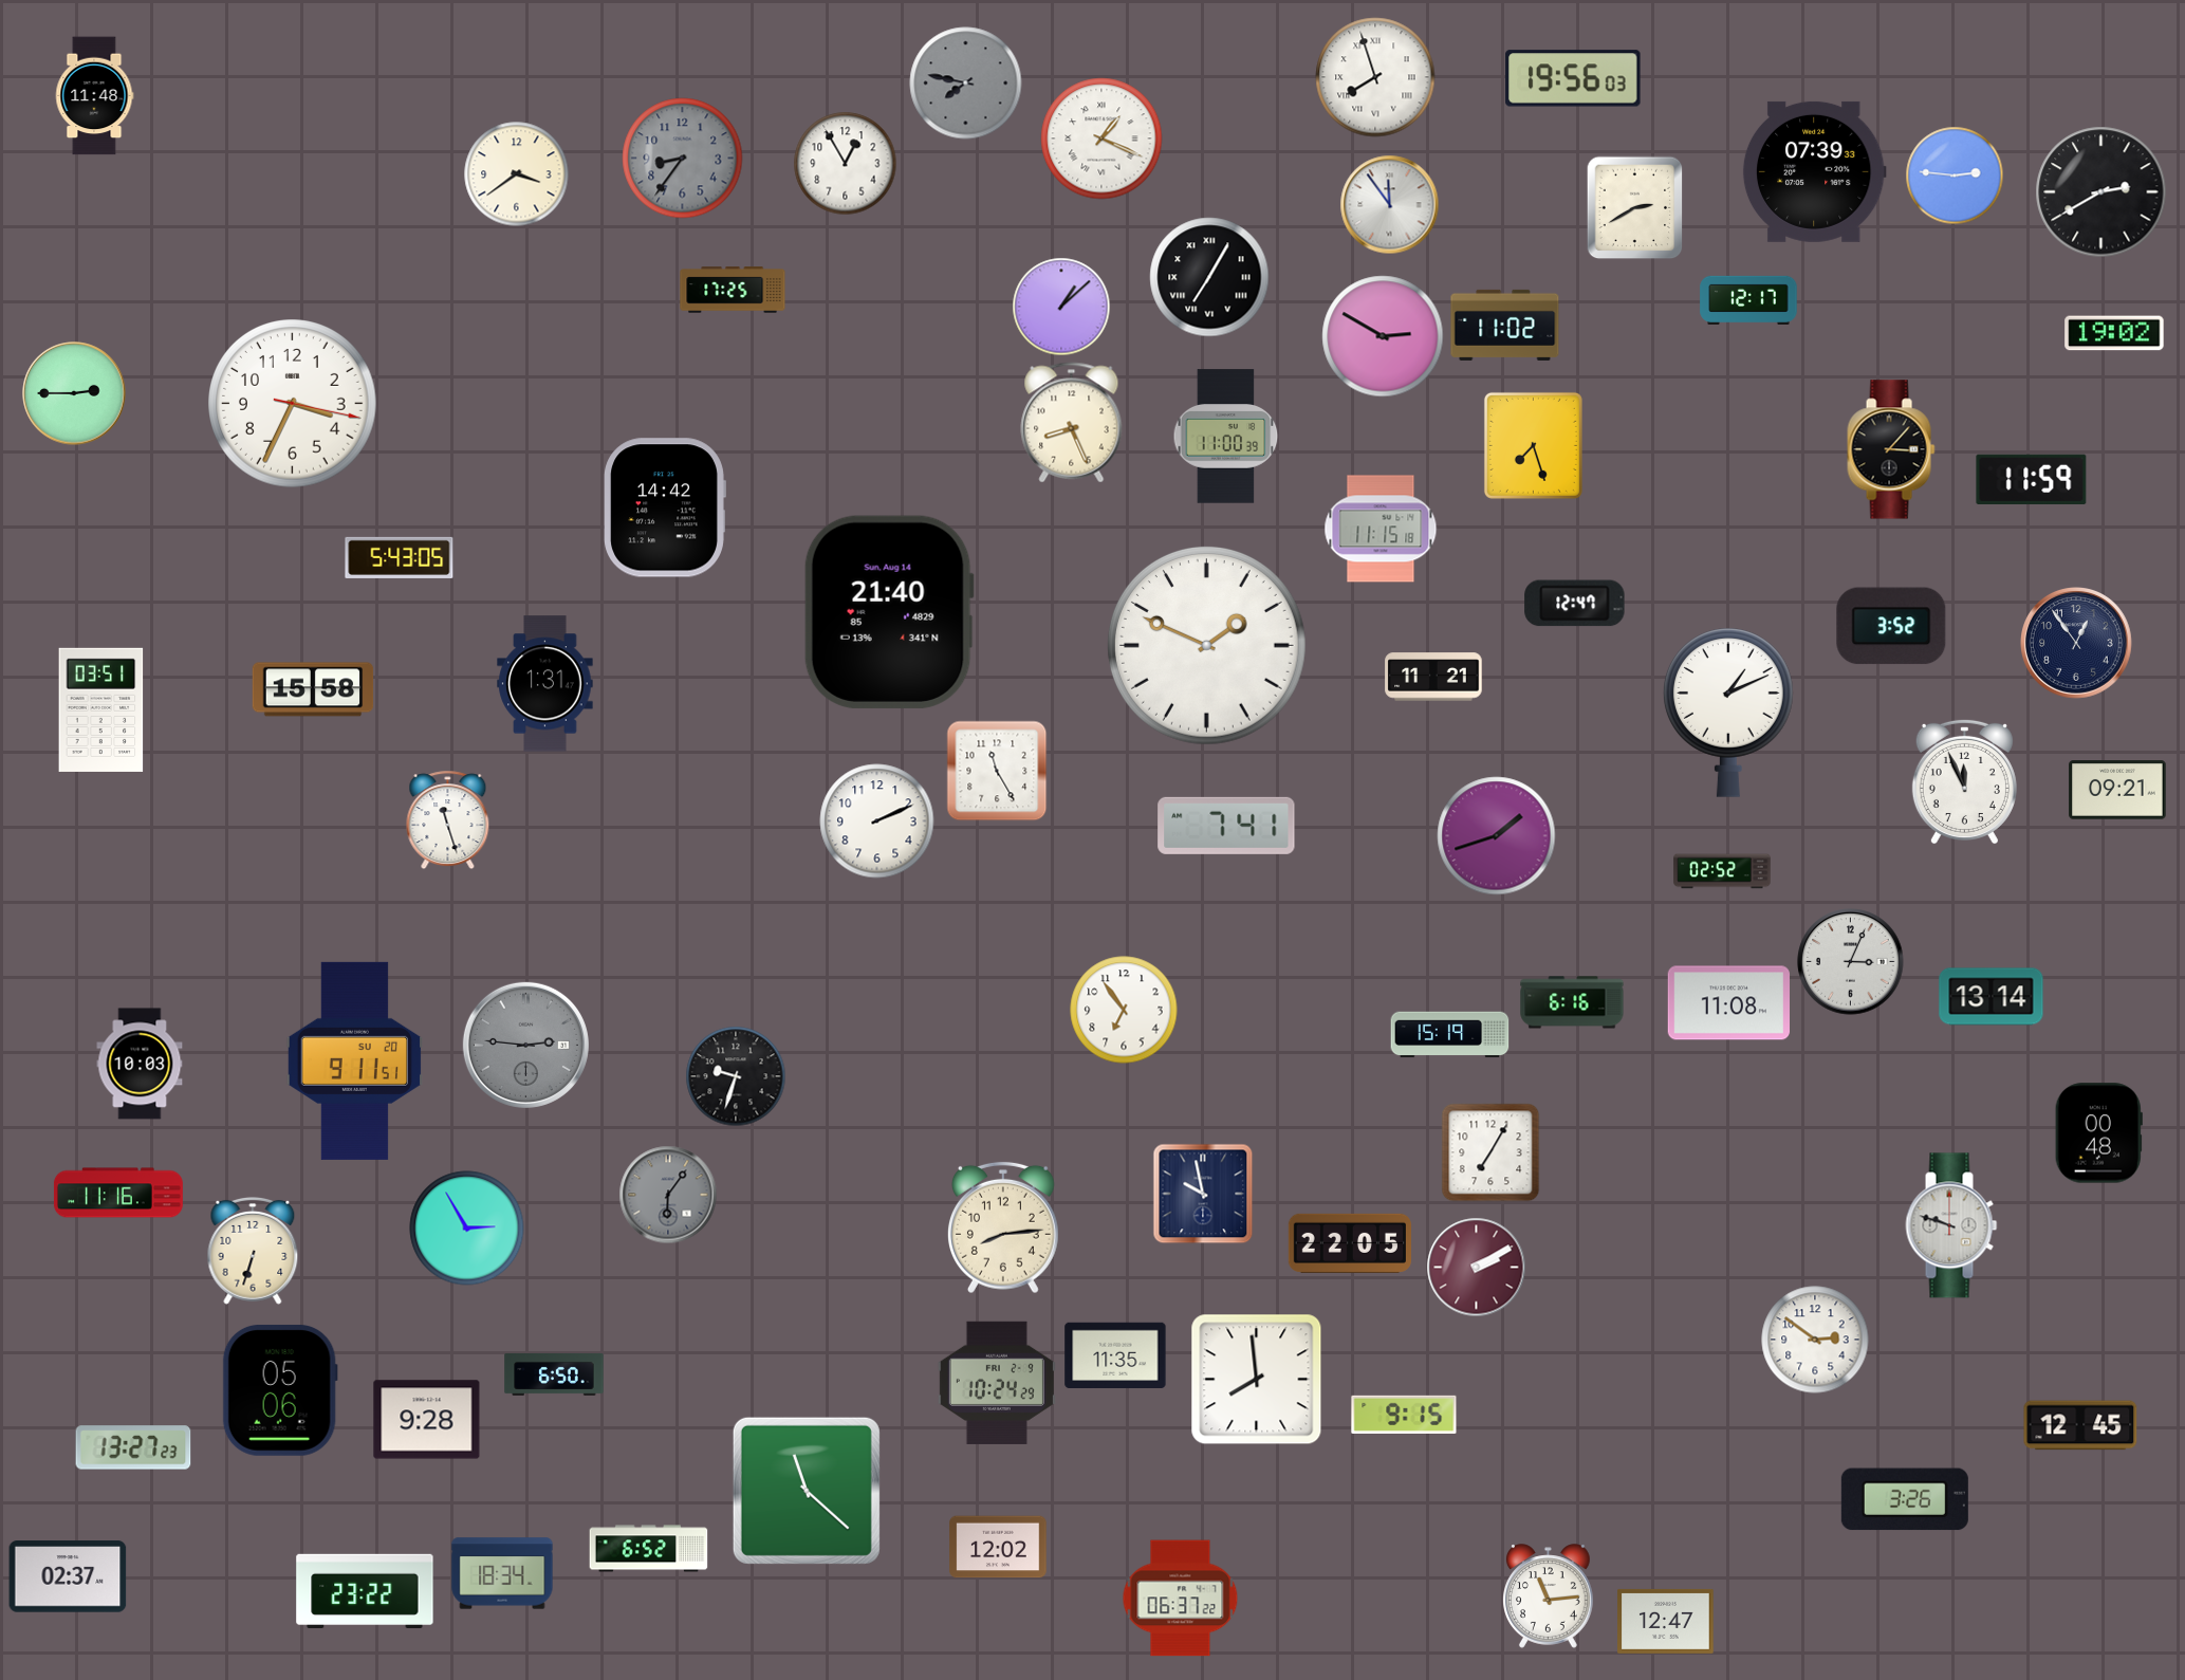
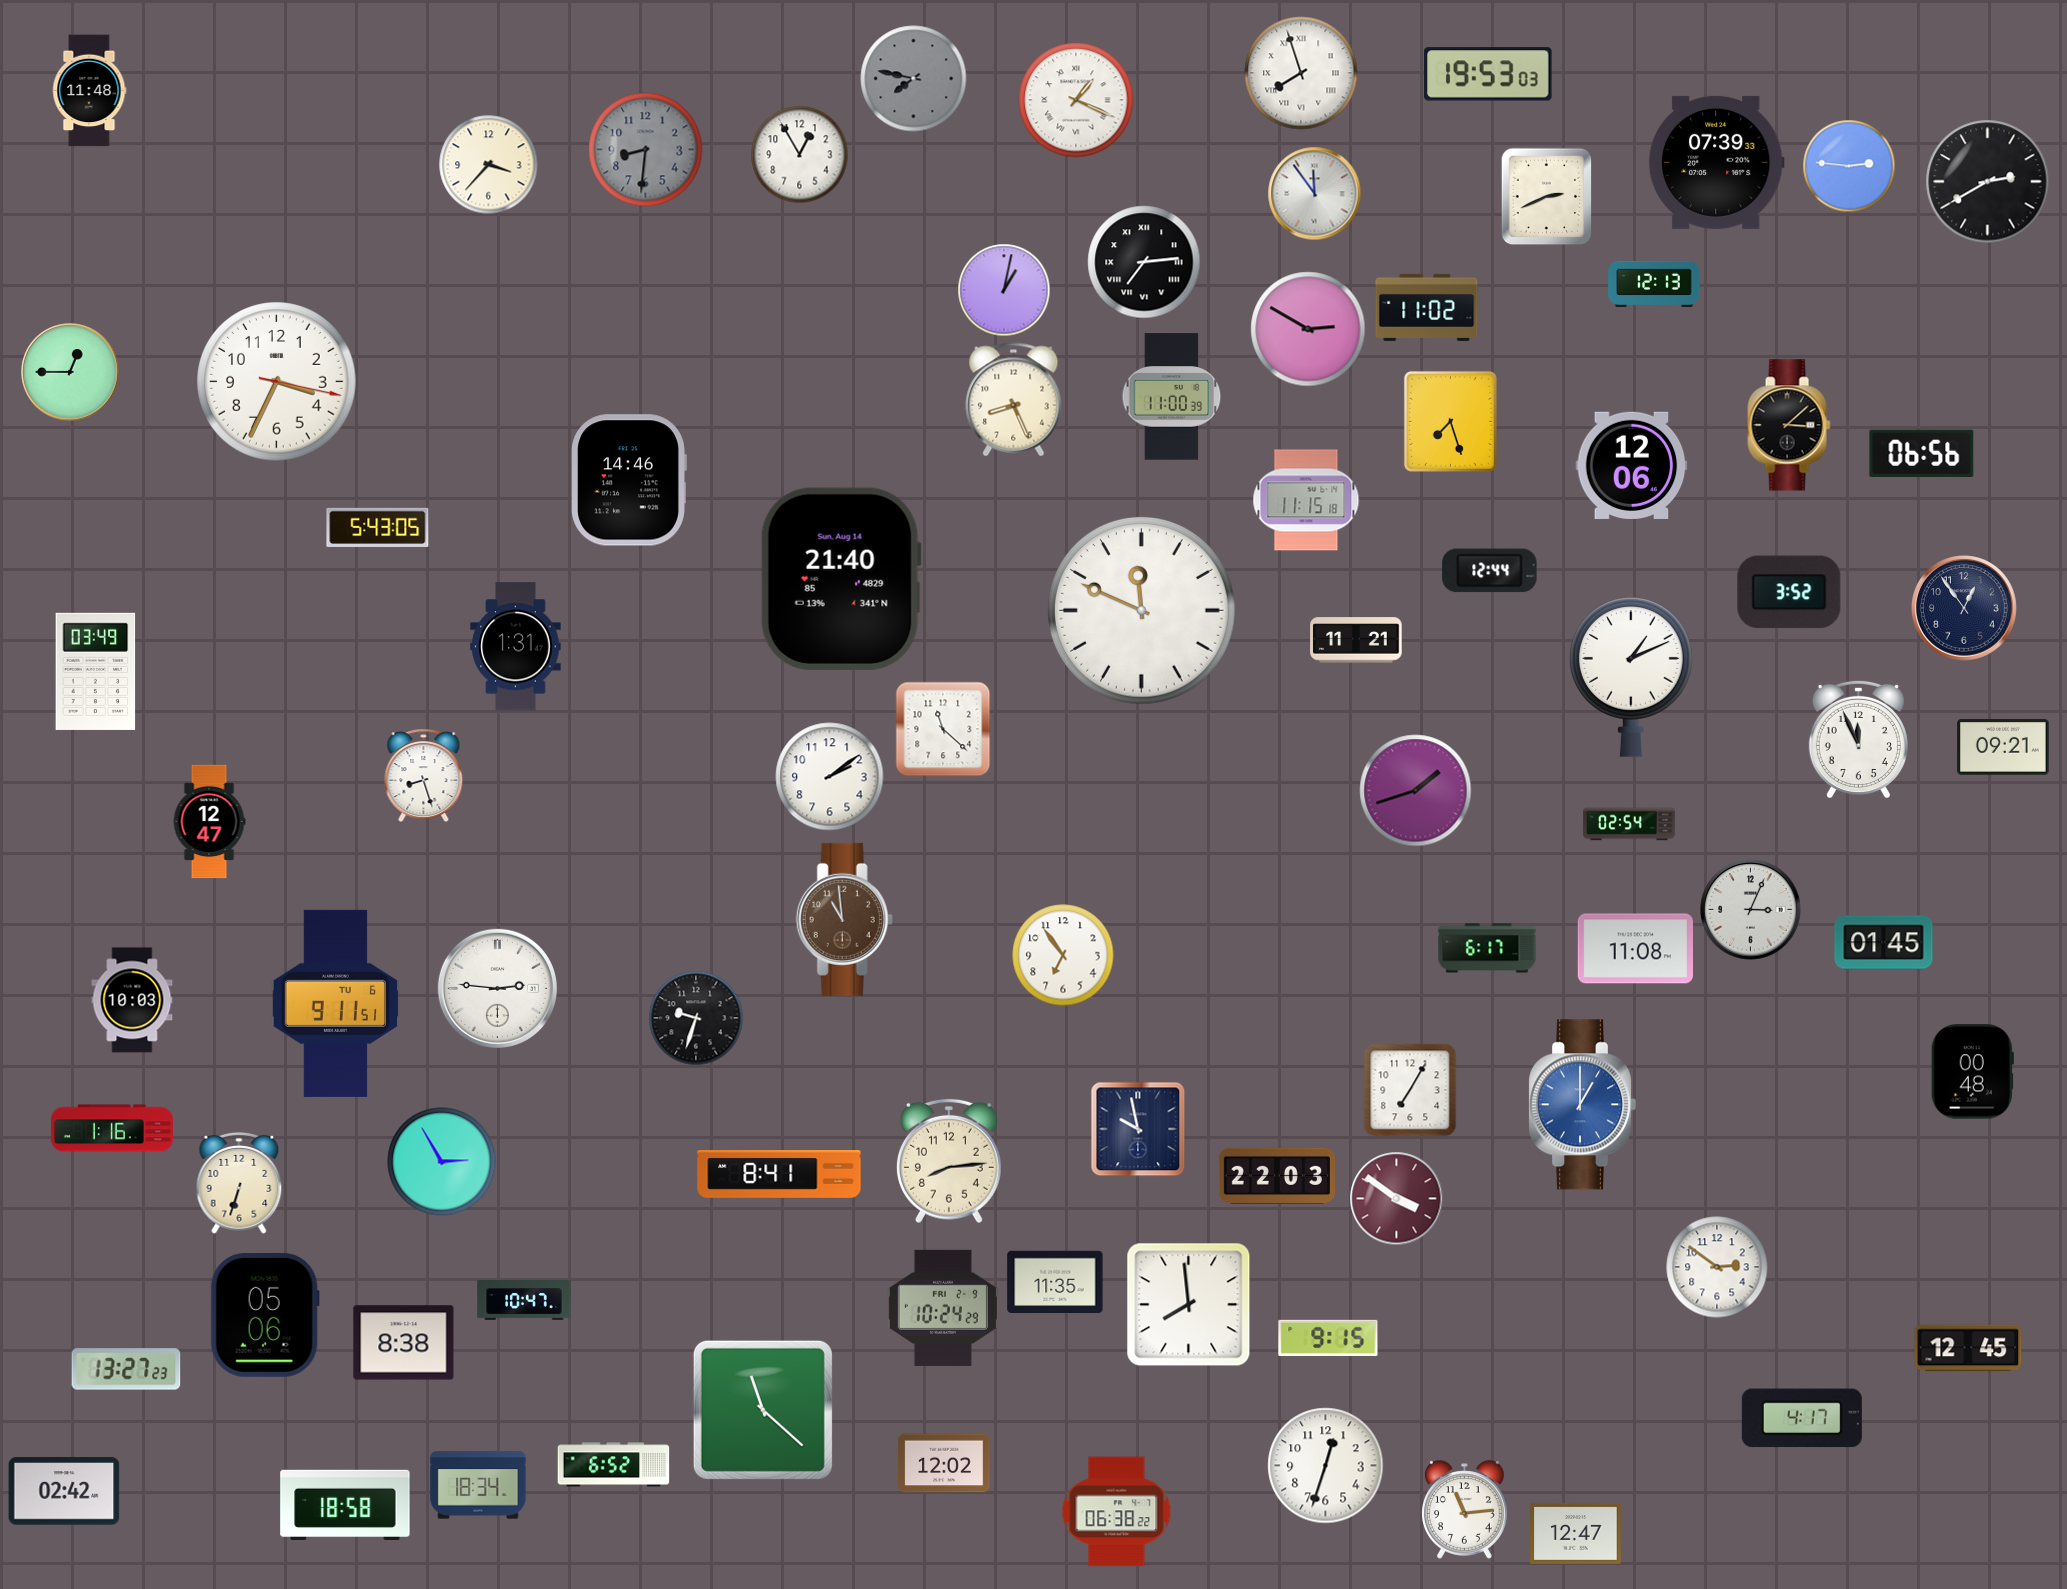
clock at (1573, 78): 19:56 -> 19:53
clock at (1101, 139) position: (1101, 139) -> (1076, 100)
clock at (683, 159): 8:36 -> 8:31
clock at (517, 174): 3:39 -> 3:37
clock at (1635, 208): 2:40 -> 2:41
clock at (1209, 277): 7:05 -> 7:14
clock at (733, 290): 17:25 -> none
clock at (1748, 300): 12:17 -> 12:13
clock at (1061, 307): 1:08 -> 1:02
clock at (1505, 325) position: (1505, 325) -> (1427, 307)
clock at (2114, 333): 19:02 -> none
clock at (1383, 336) position: (1383, 336) -> (1308, 329)
clock at (74, 393): 2:45 -> 12:45
clock at (1226, 437) position: (1226, 437) -> (1172, 397)
clock at (1891, 449): 3:07 -> 3:08
clock at (2032, 480): 11:59 -> 06:56
clock at (1632, 465): none -> 12:06
clock at (665, 507): 14:42 -> 14:46
clock at (1575, 604): 12:47 -> 12:44
clock at (1206, 645): 1:49 -> 11:49
clock at (313, 689): 15:58 -> none
clock at (101, 709): 03:51 -> 03:49
clock at (1729, 713) position: (1729, 713) -> (1632, 677)
clock at (997, 771): 11:25 -> 11:22
clock at (448, 820): 11:27 -> 8:27
clock at (877, 821): 2:11 -> 2:09
clock at (1226, 826): 7:41 -> none
clock at (209, 822): none -> 12:47
clock at (1722, 871): 02:52 -> 02:54
clock at (844, 919): none -> 10:59
clock at (1992, 997): 13:14 -> 01:45
clock at (1572, 1002): 6:16 -> 6:17
clock at (1450, 1035): 15:19 -> none
clock at (525, 1045) dial: grey -> white
clock at (355, 1060) date: SU 20 -> TU 6
clock at (140, 1064) position: (140, 1064) -> (132, 1000)
clock at (2098, 1133) position: (2098, 1133) -> (1972, 1072)
clock at (1583, 1105): none -> 1:00
clock at (118, 1193): 11:16 -> 1:16
clock at (668, 1195): 6:06 -> none
clock at (1951, 1225): 9:48 -> none
clock at (779, 1175): none -> 8:41
clock at (1349, 1243): 22:05 -> 22:03
clock at (1477, 1268): 2:10 -> 3:51
clock at (554, 1376): 6:50 -> 10:47
clock at (427, 1420): 9:28 -> 8:38
clock at (1905, 1499): 3:26 -> 4:17
clock at (1326, 1466): none -> 12:33
clock at (502, 1573) position: (502, 1573) -> (478, 1485)
clock at (68, 1576): 02:37 -> 02:42
clock at (365, 1590): 23:22 -> 18:58
clock at (1181, 1599): 06:37 -> 06:38
